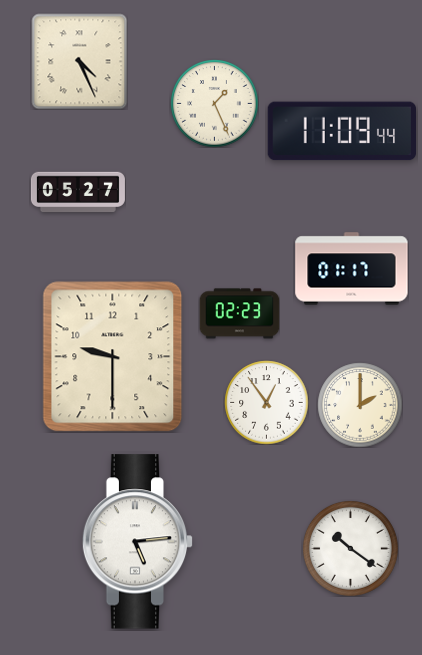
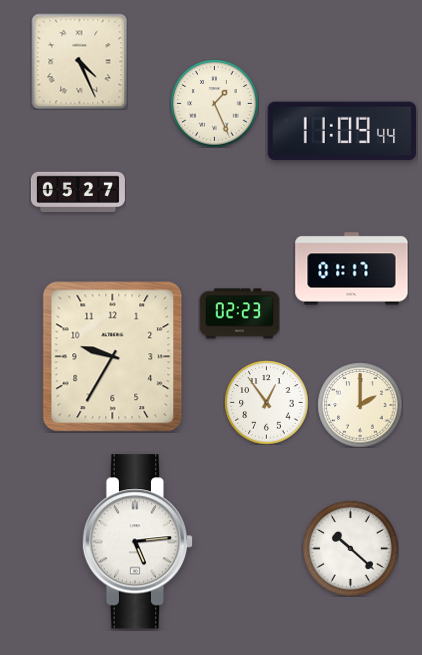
clock at (113, 357): 9:30 -> 9:35
clock at (350, 548): 10:21 -> 10:22
